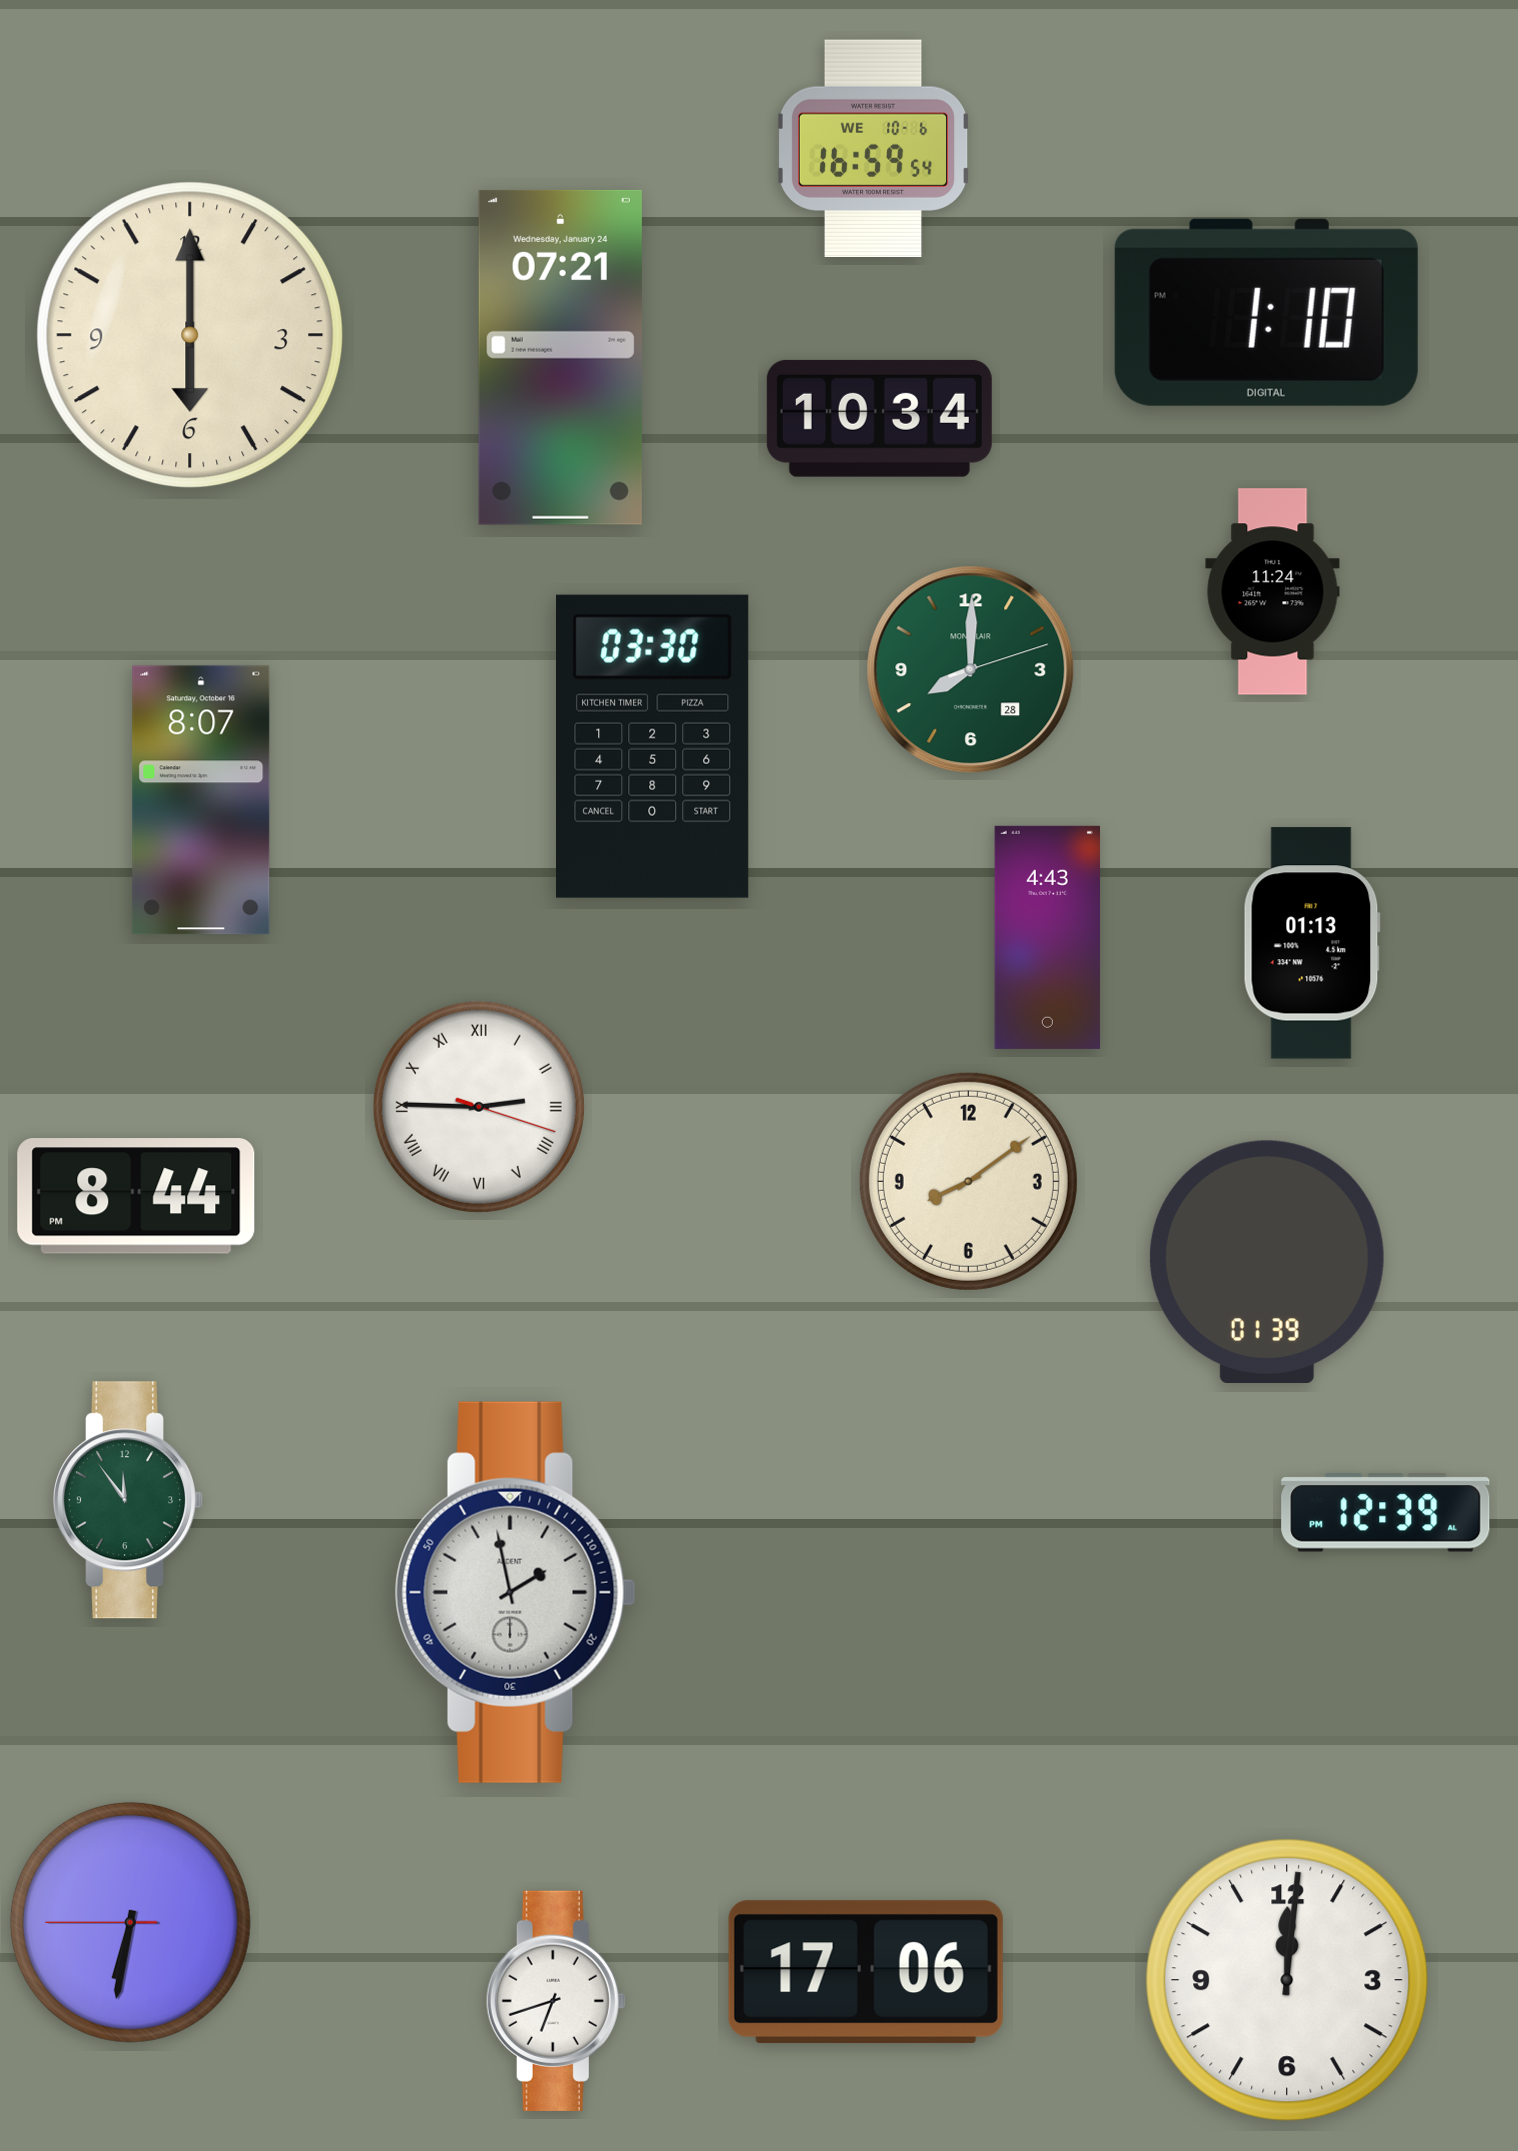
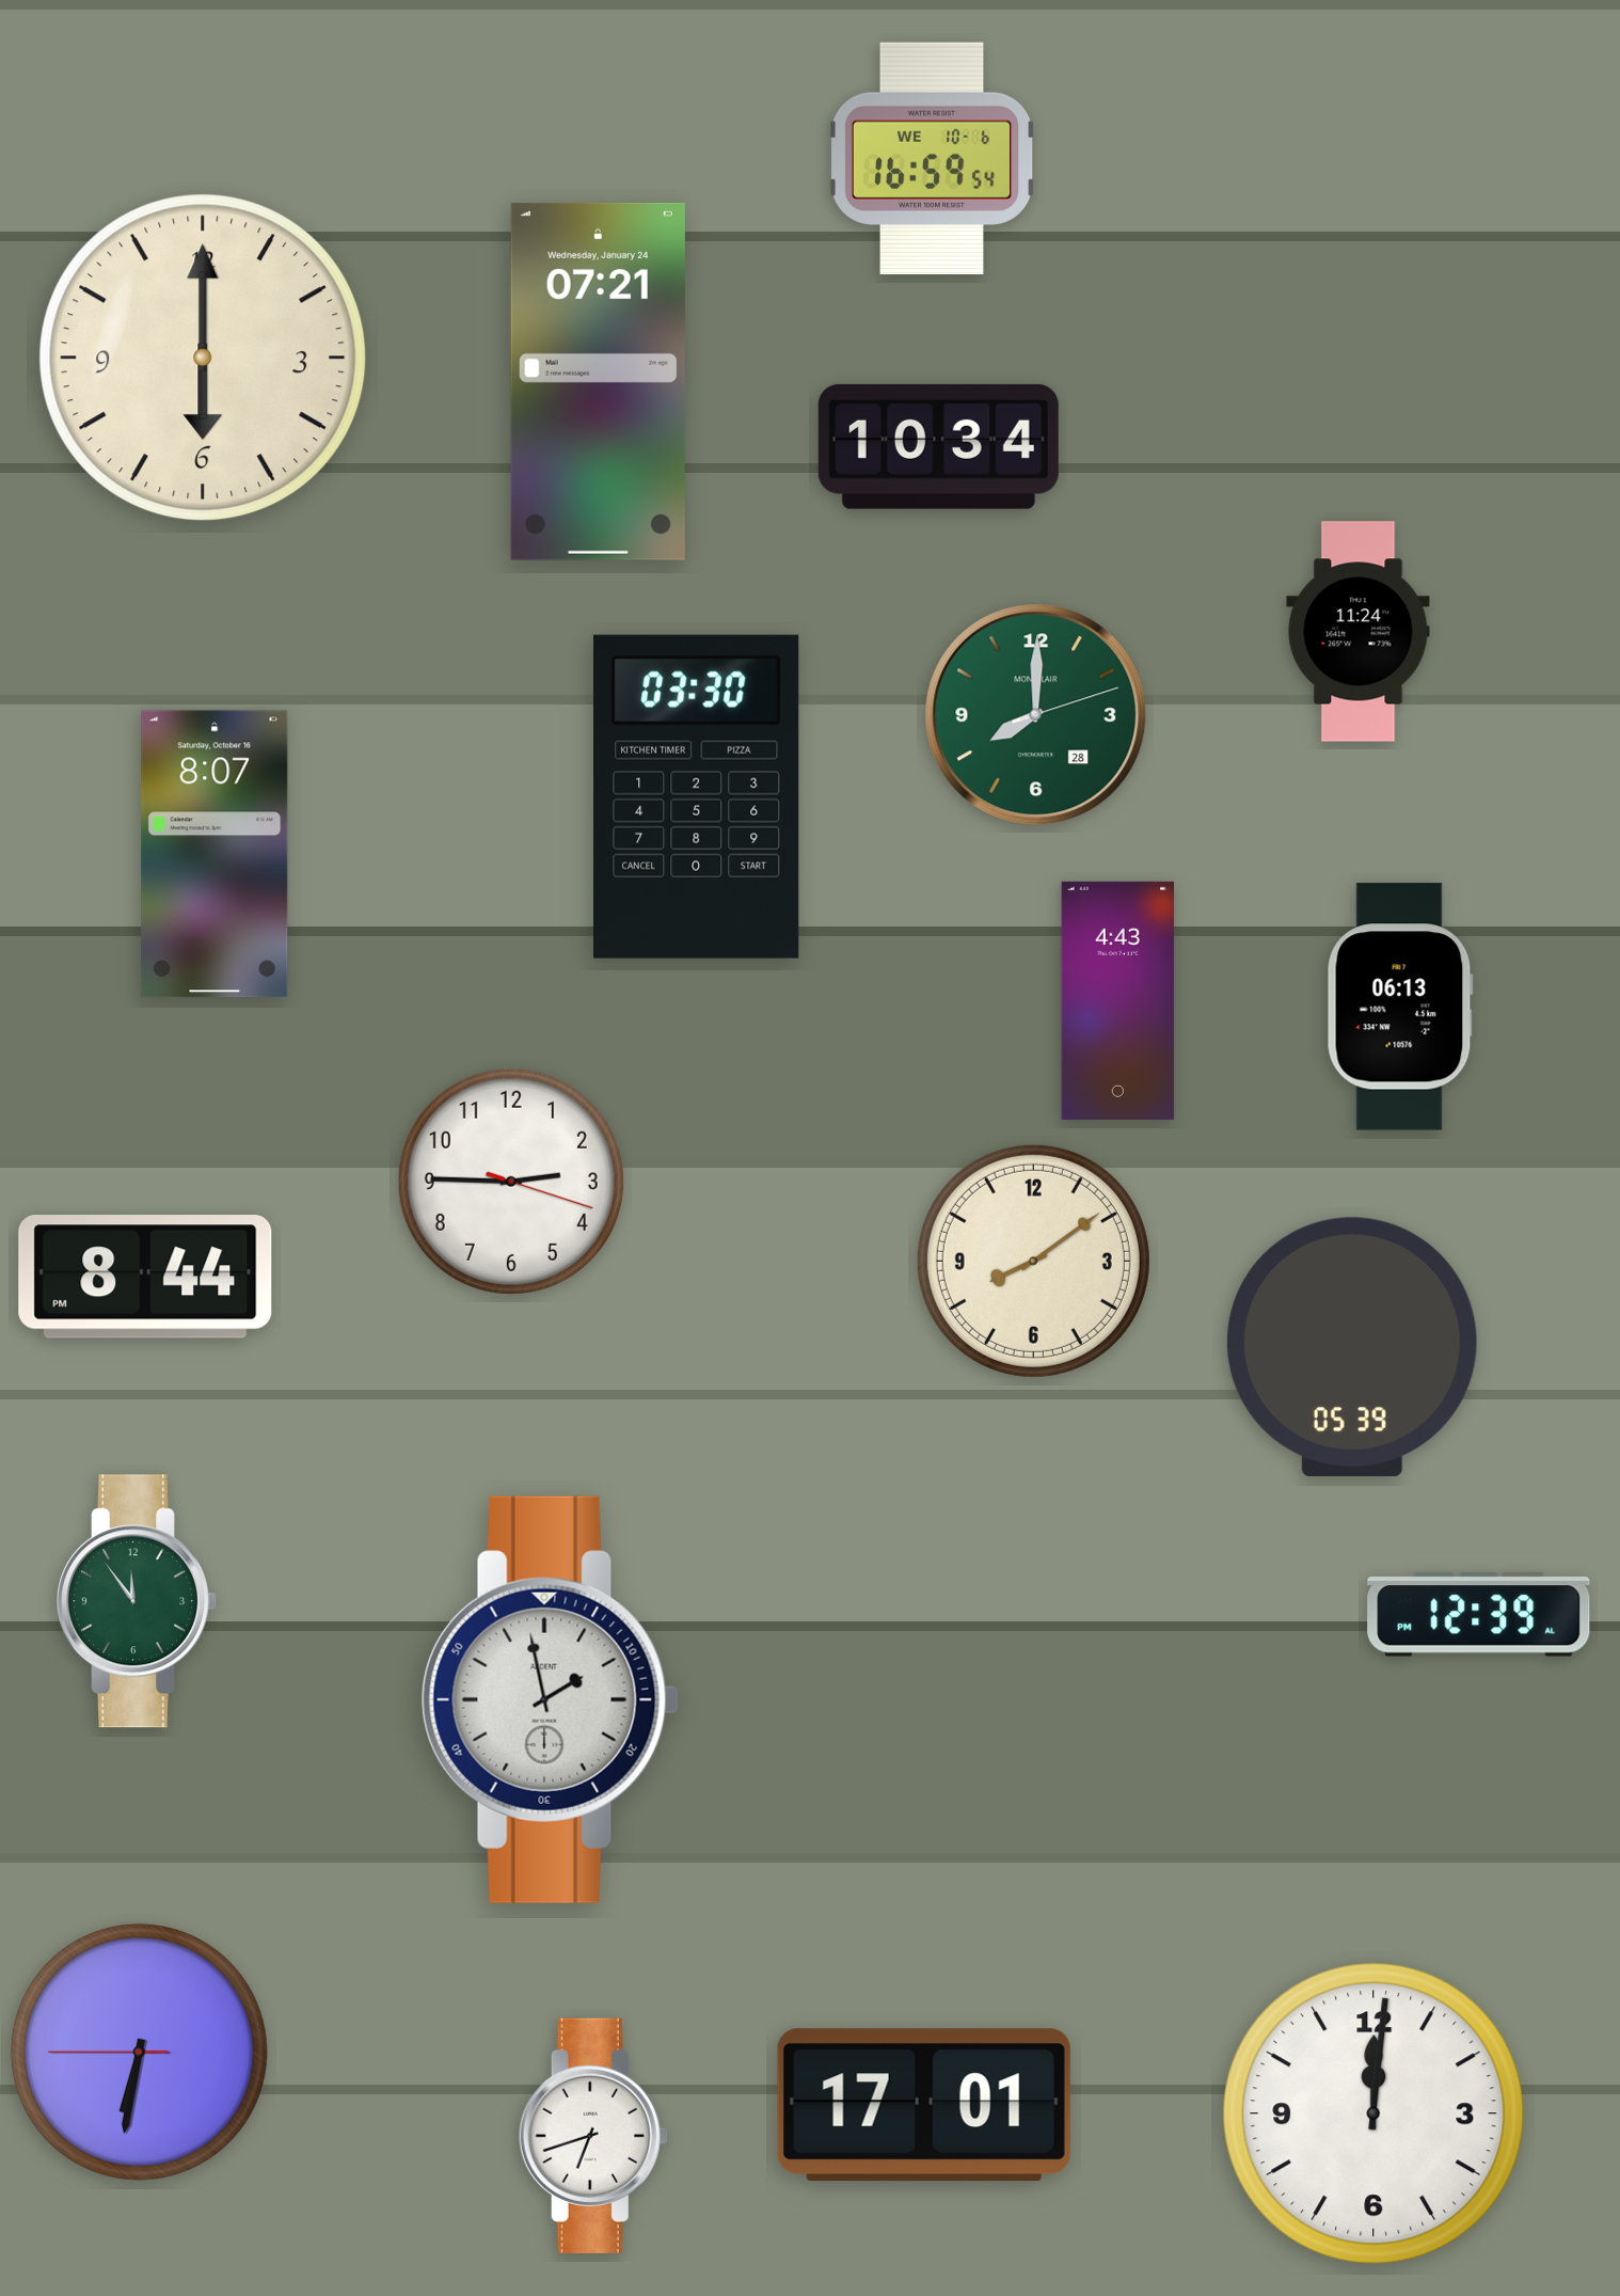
clock at (1266, 312): 1:10 -> none
clock at (1312, 943): 01:13 -> 06:13
clock at (479, 1107) numerals: Roman -> Arabic
clock at (1267, 1261): 01:39 -> 05:39
clock at (866, 1972): 17:06 -> 17:01
